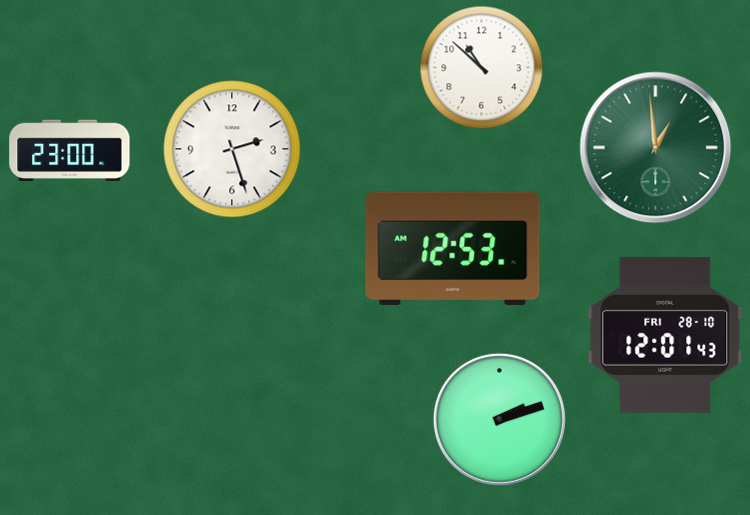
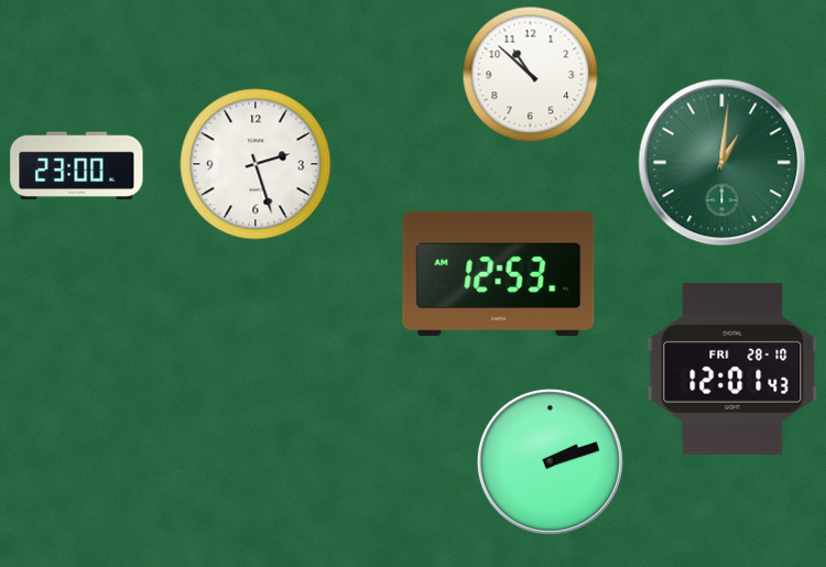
clock at (656, 148): 12:59 -> 1:01
